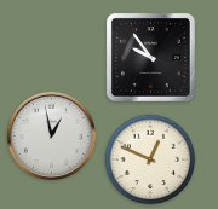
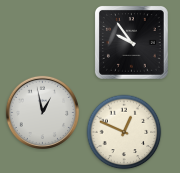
clock at (150, 57) position: (150, 57) -> (131, 42)
